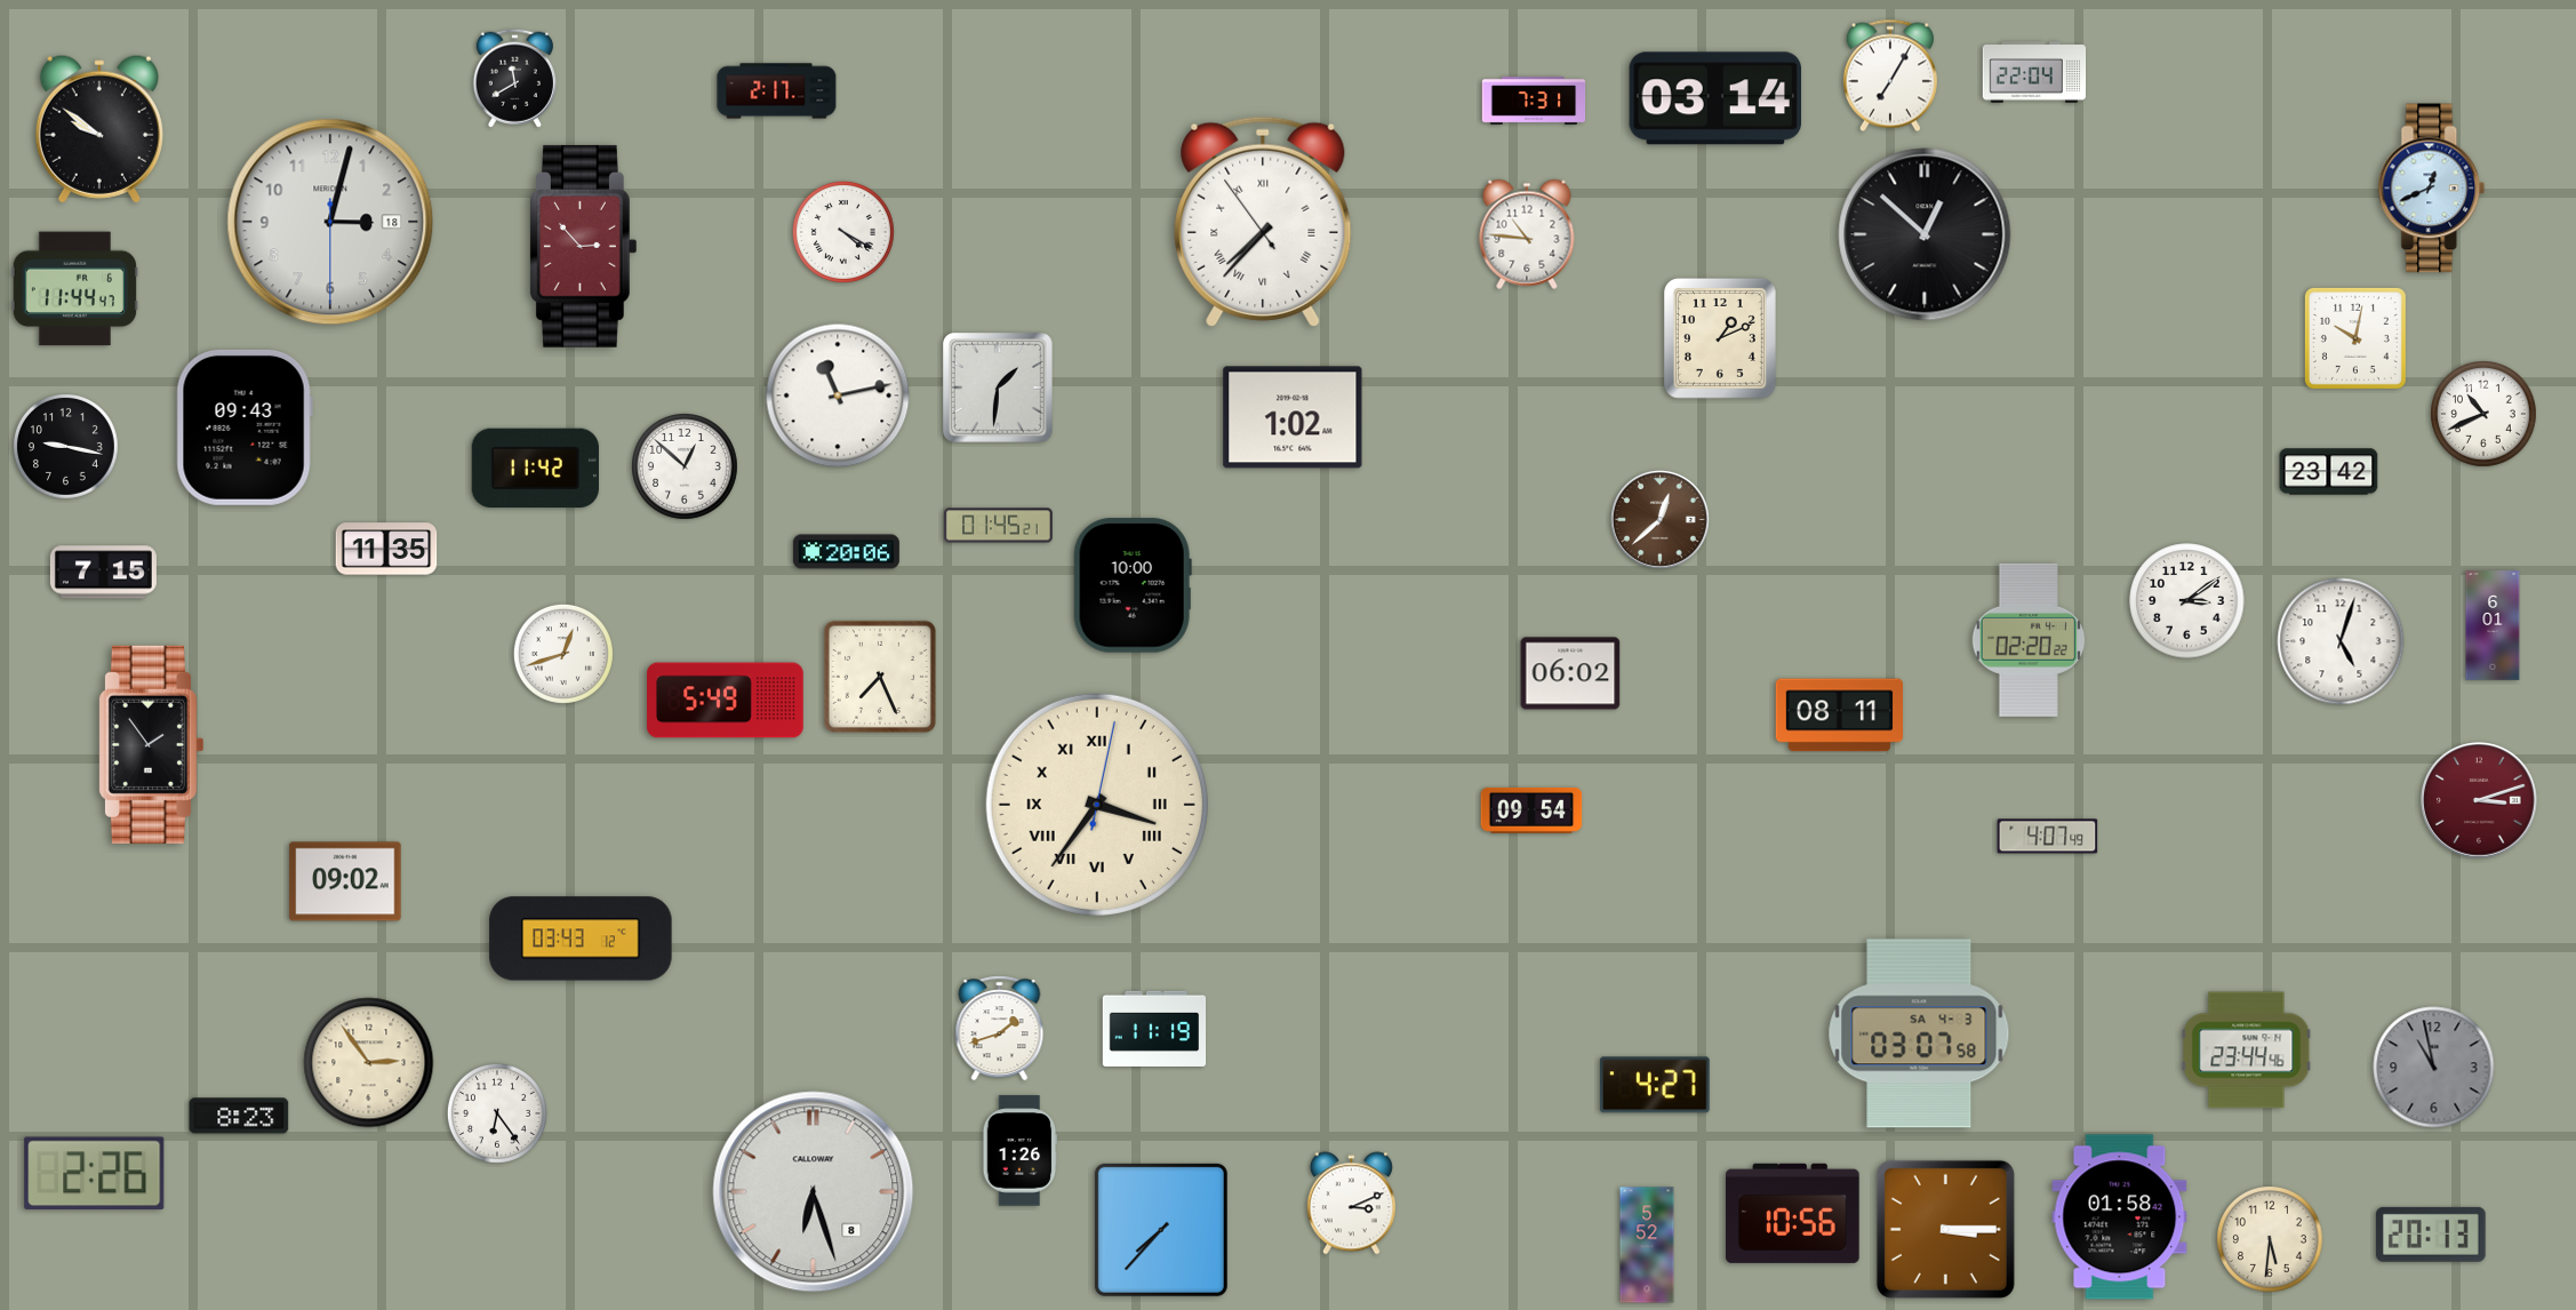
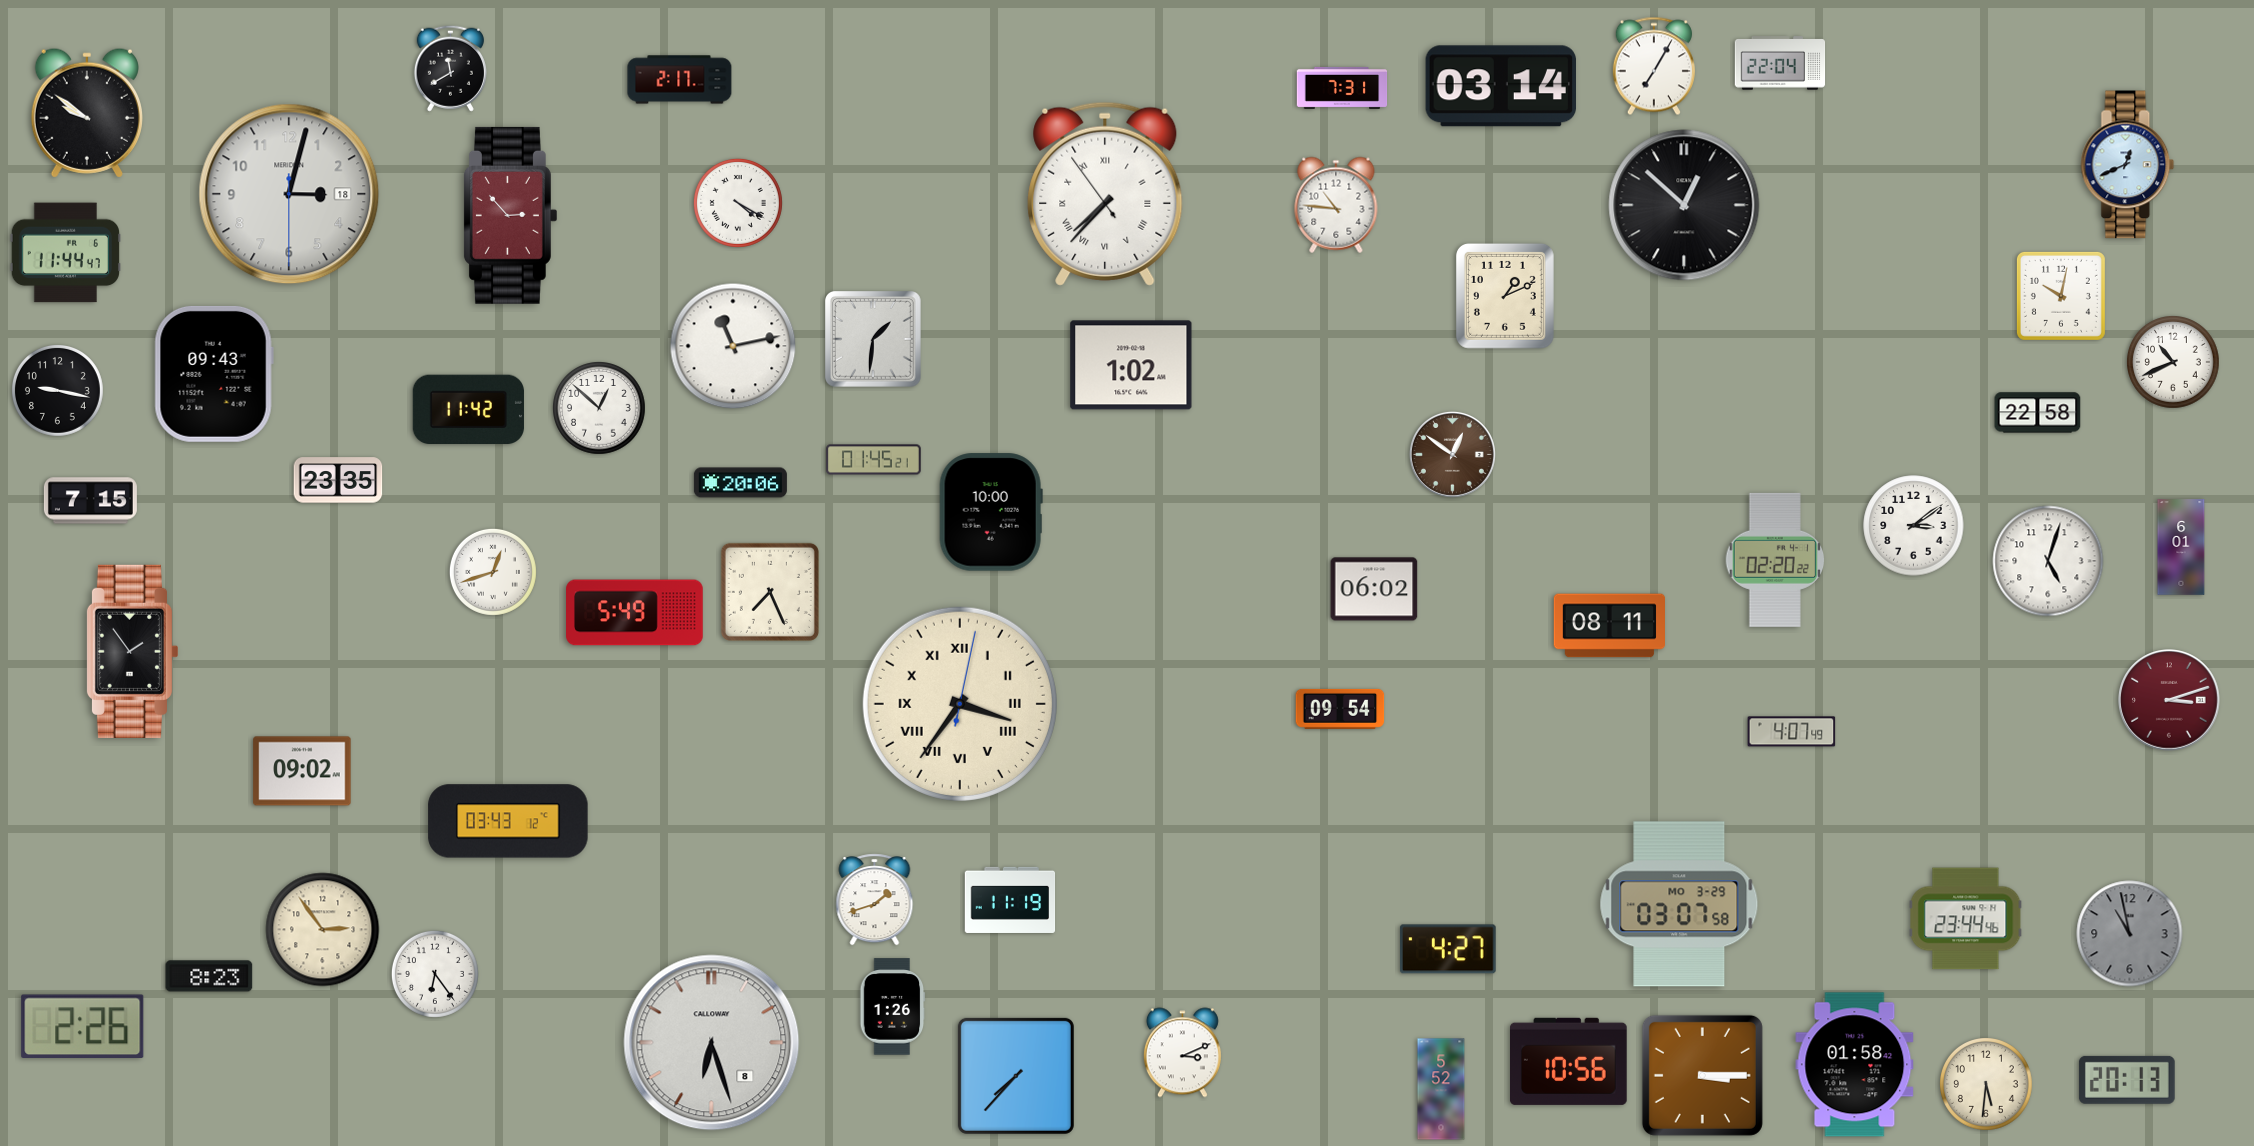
clock at (2329, 472): 23:42 -> 22:58
clock at (1659, 519): 12:38 -> 12:51
clock at (386, 549): 11:35 -> 23:35
clock at (1919, 1033) date: SA 4-3 -> MO 3-29
